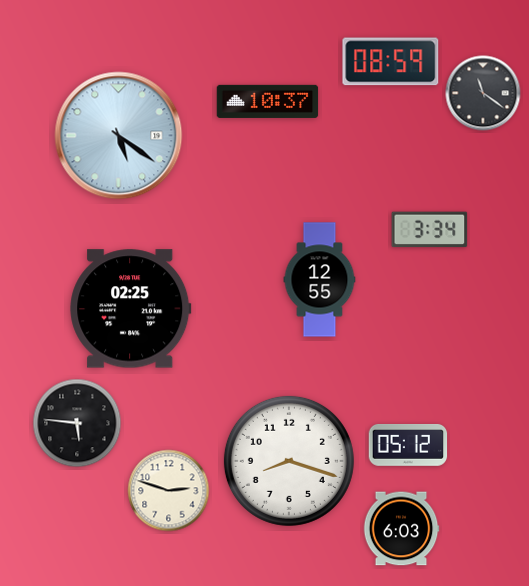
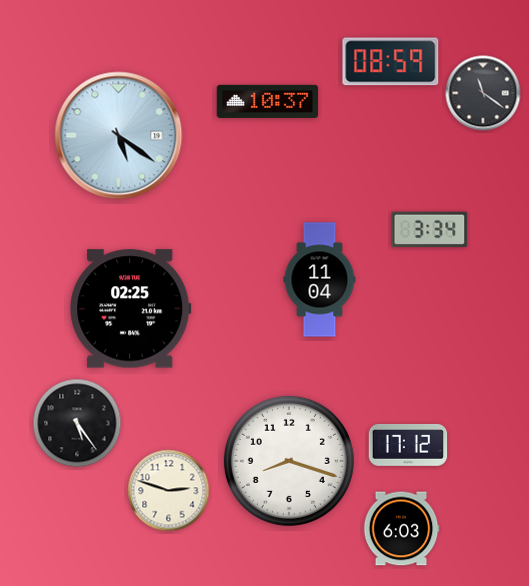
clock at (320, 280): 12:55 -> 11:04
clock at (77, 423): 5:46 -> 5:24
clock at (408, 445): 05:12 -> 17:12
